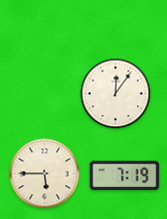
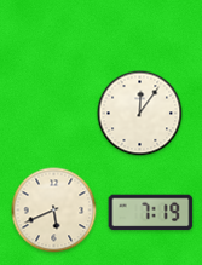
clock at (45, 174): 5:45 -> 5:41
